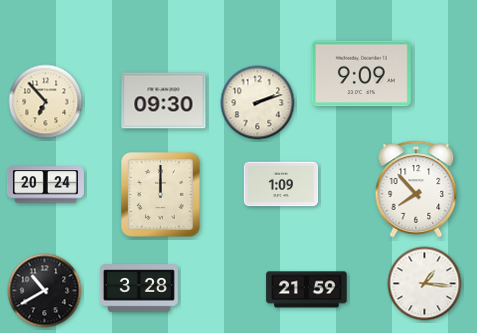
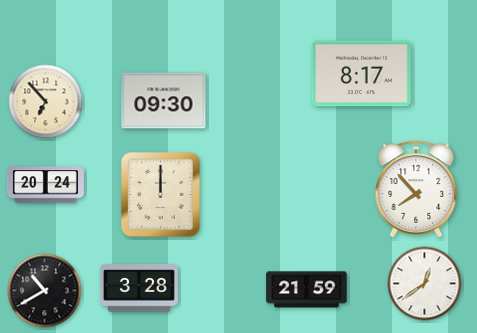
clock at (361, 74): 9:09 -> 8:17
clock at (258, 103): 2:12 -> none
clock at (281, 184): 1:09 -> none
clock at (425, 284): 1:16 -> 12:39
